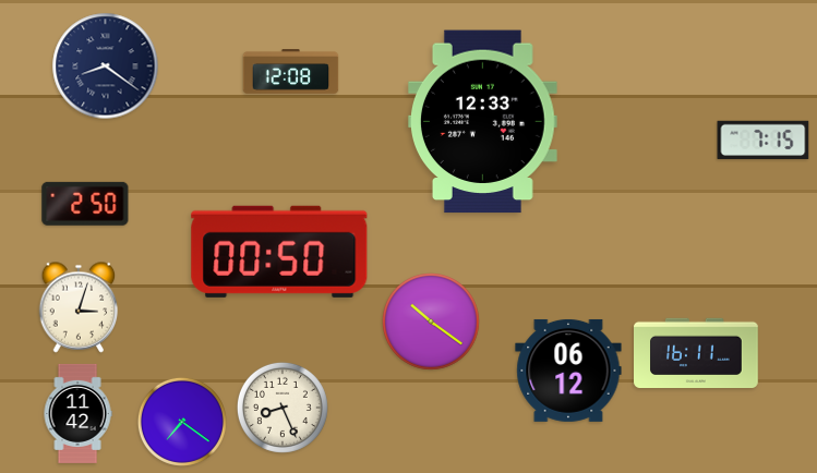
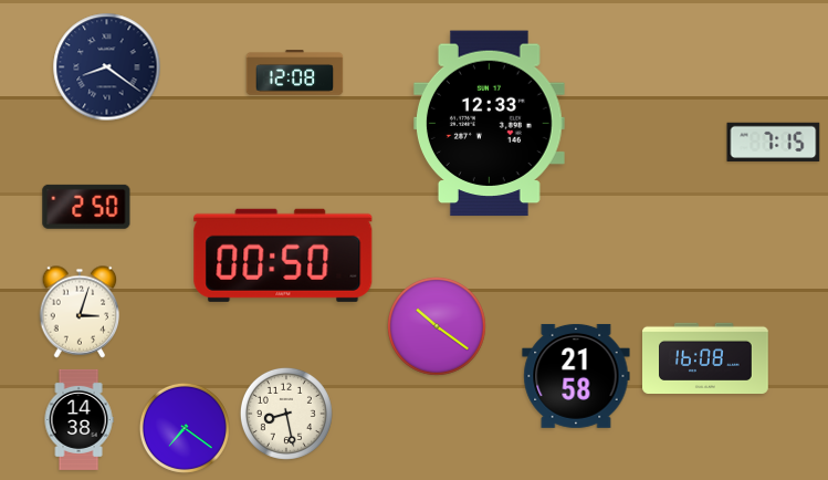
clock at (696, 352): 16:11 -> 16:08
clock at (568, 371): 06:12 -> 21:58
clock at (283, 408): 8:26 -> 8:28
clock at (77, 413): 11:42 -> 14:38
